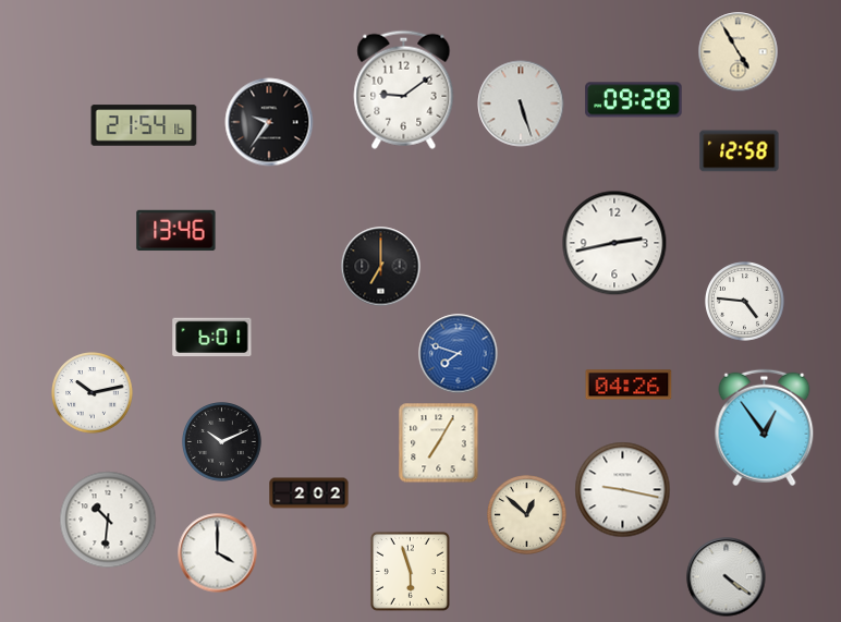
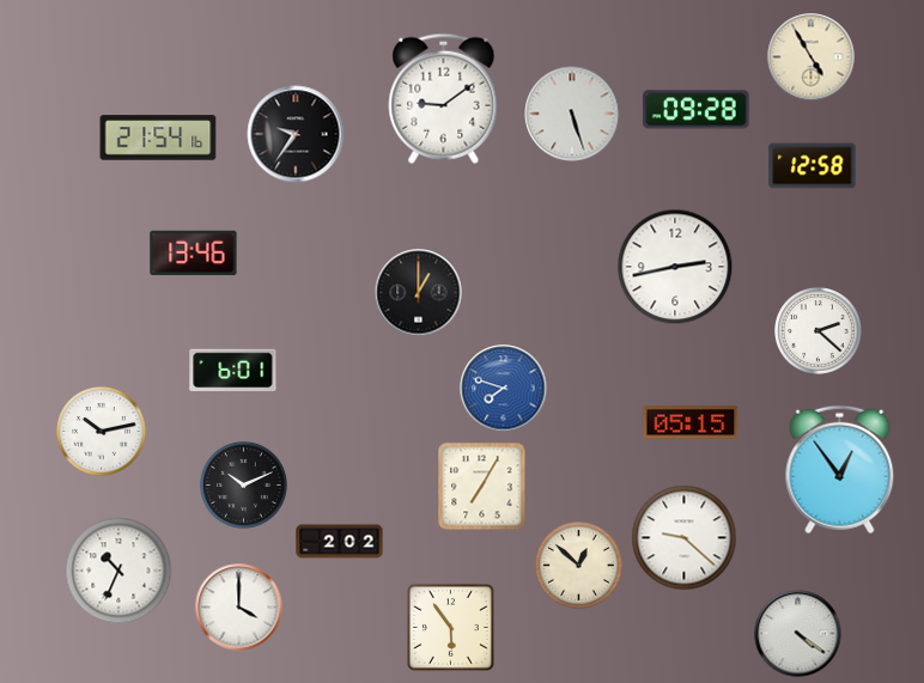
clock at (381, 267): 7:00 -> 1:00
clock at (745, 302): 4:46 -> 2:22
clock at (629, 385): 04:26 -> 05:15
clock at (623, 490): 9:17 -> 9:22
clock at (108, 520): 10:31 -> 10:34
clock at (410, 571): 5:57 -> 5:54
